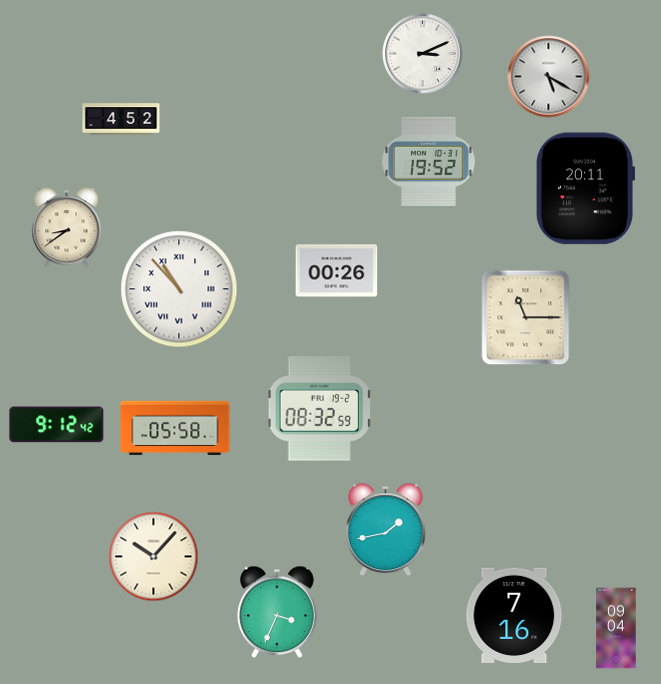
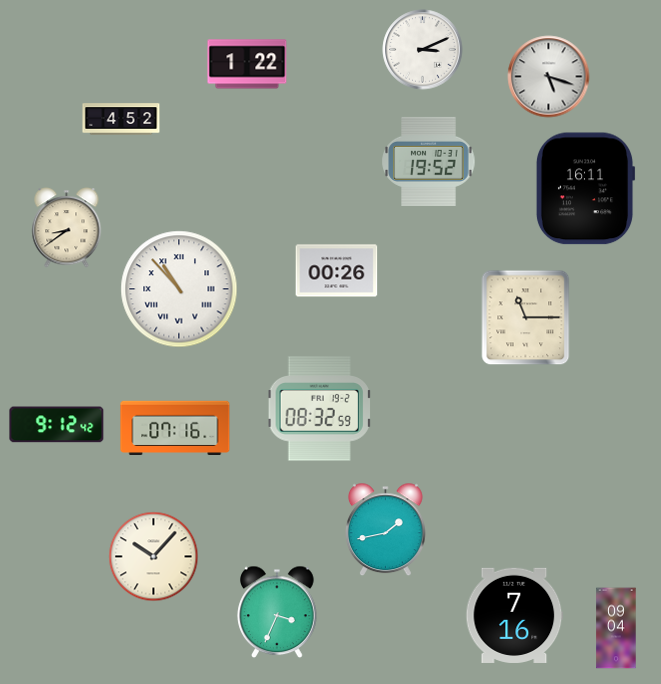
clock at (423, 54) position: (423, 54) -> (423, 50)
clock at (247, 64): none -> 1:22
clock at (549, 77): 5:20 -> 5:18
clock at (585, 189): 20:11 -> 16:11
clock at (175, 427): 05:58 -> 07:16
